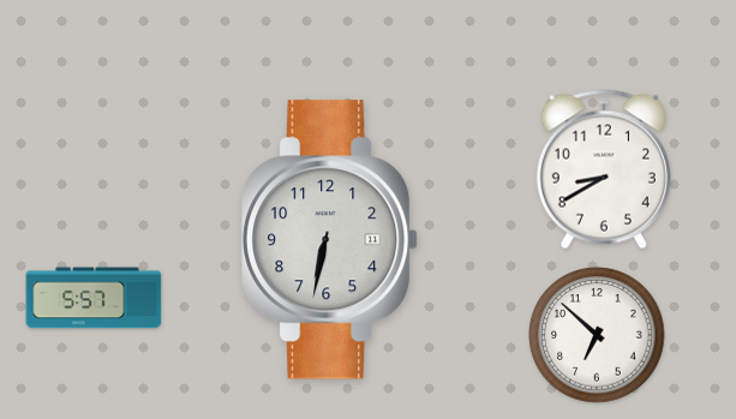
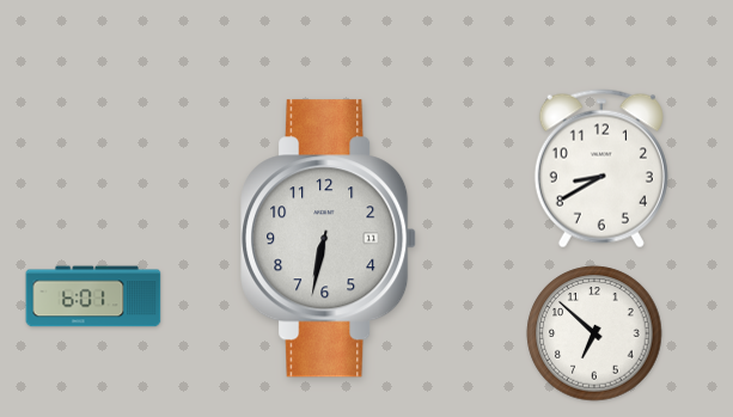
clock at (94, 298): 5:57 -> 6:01
